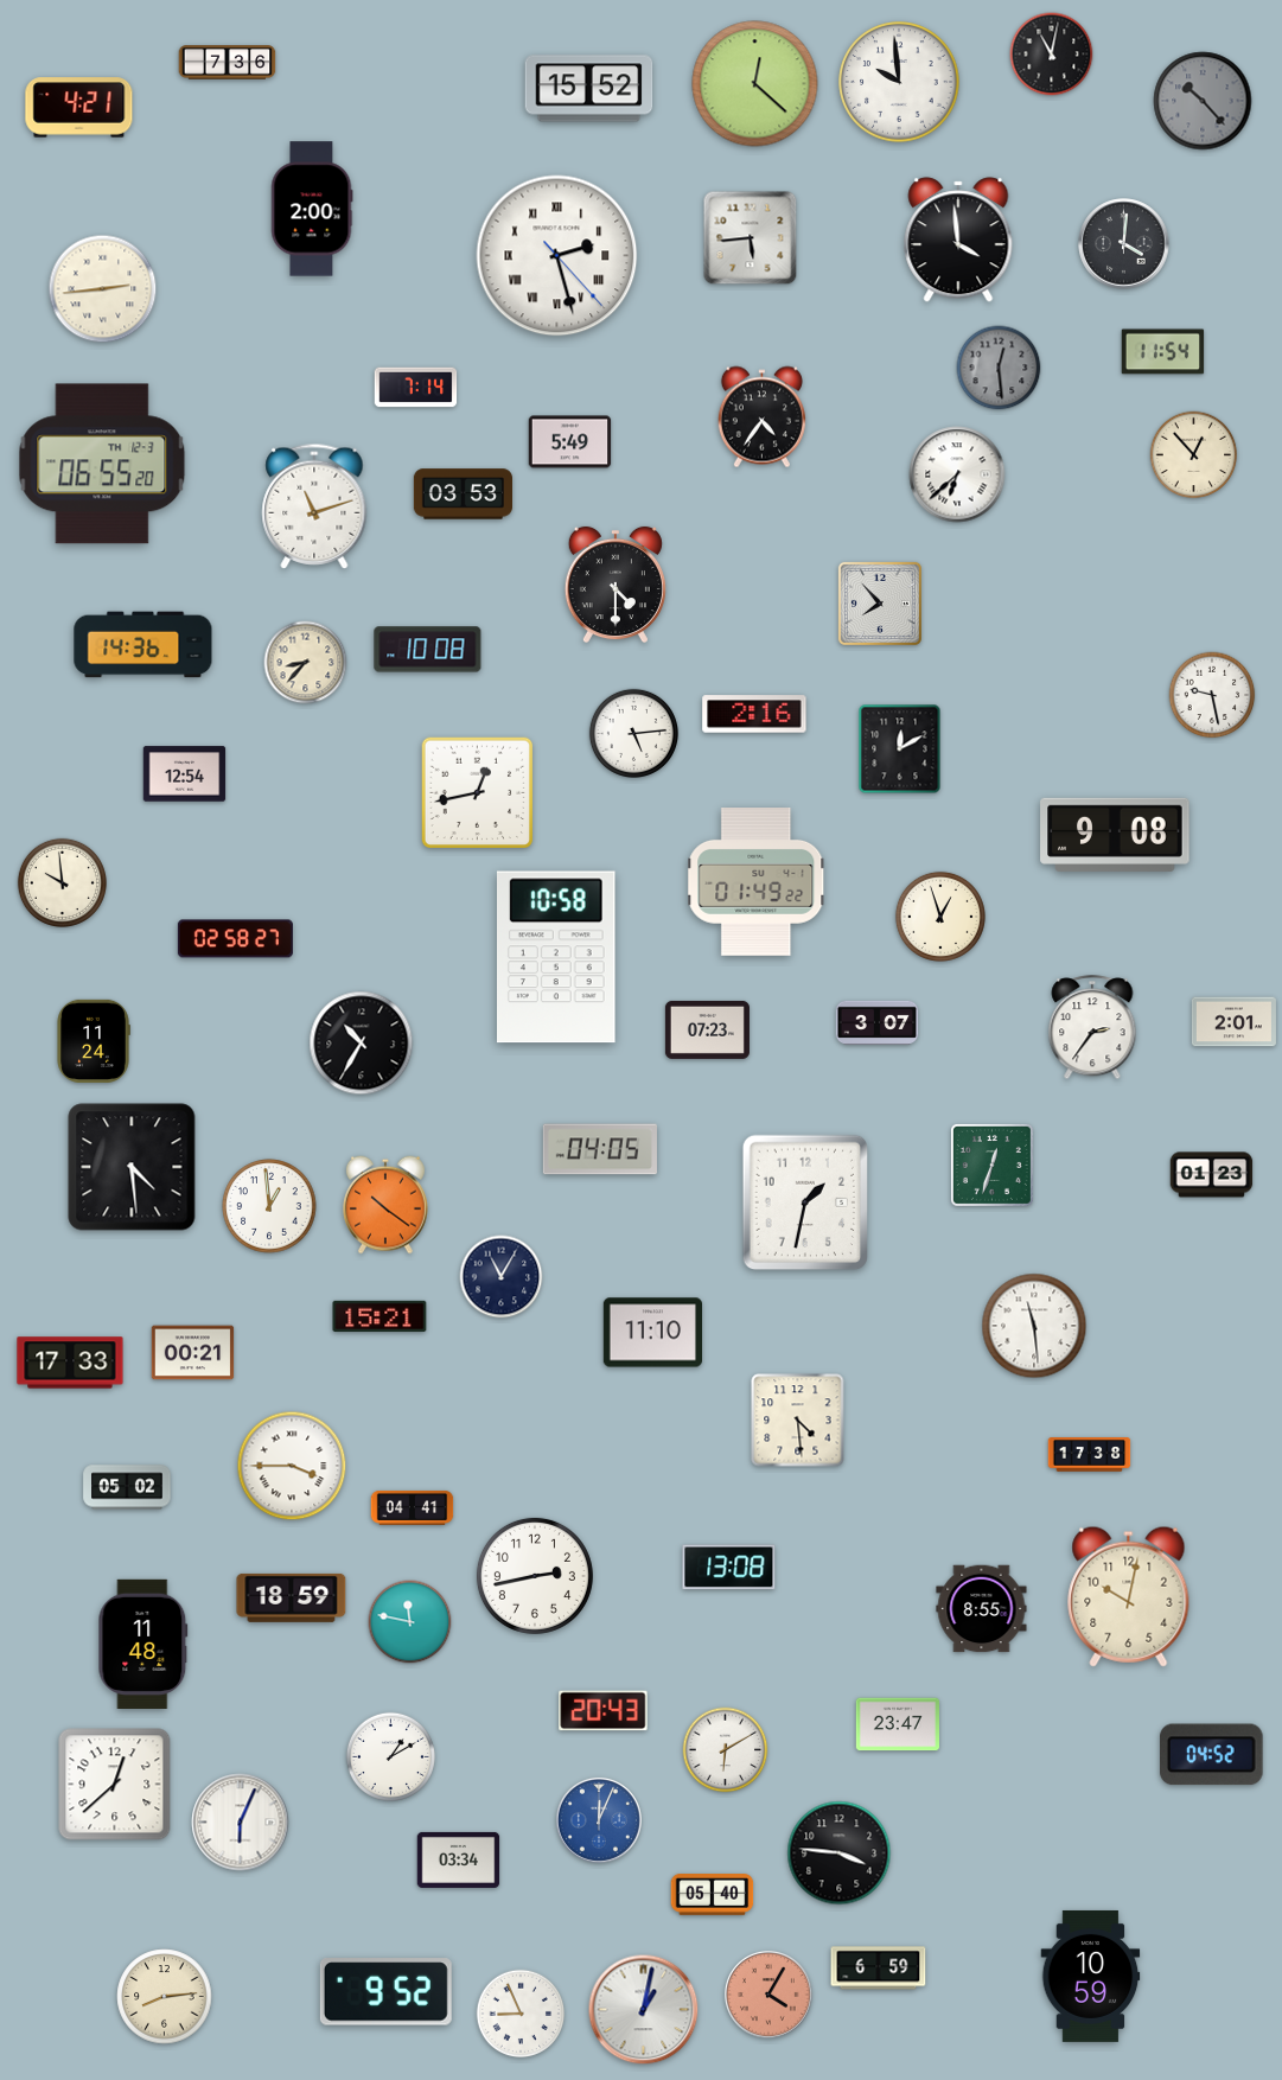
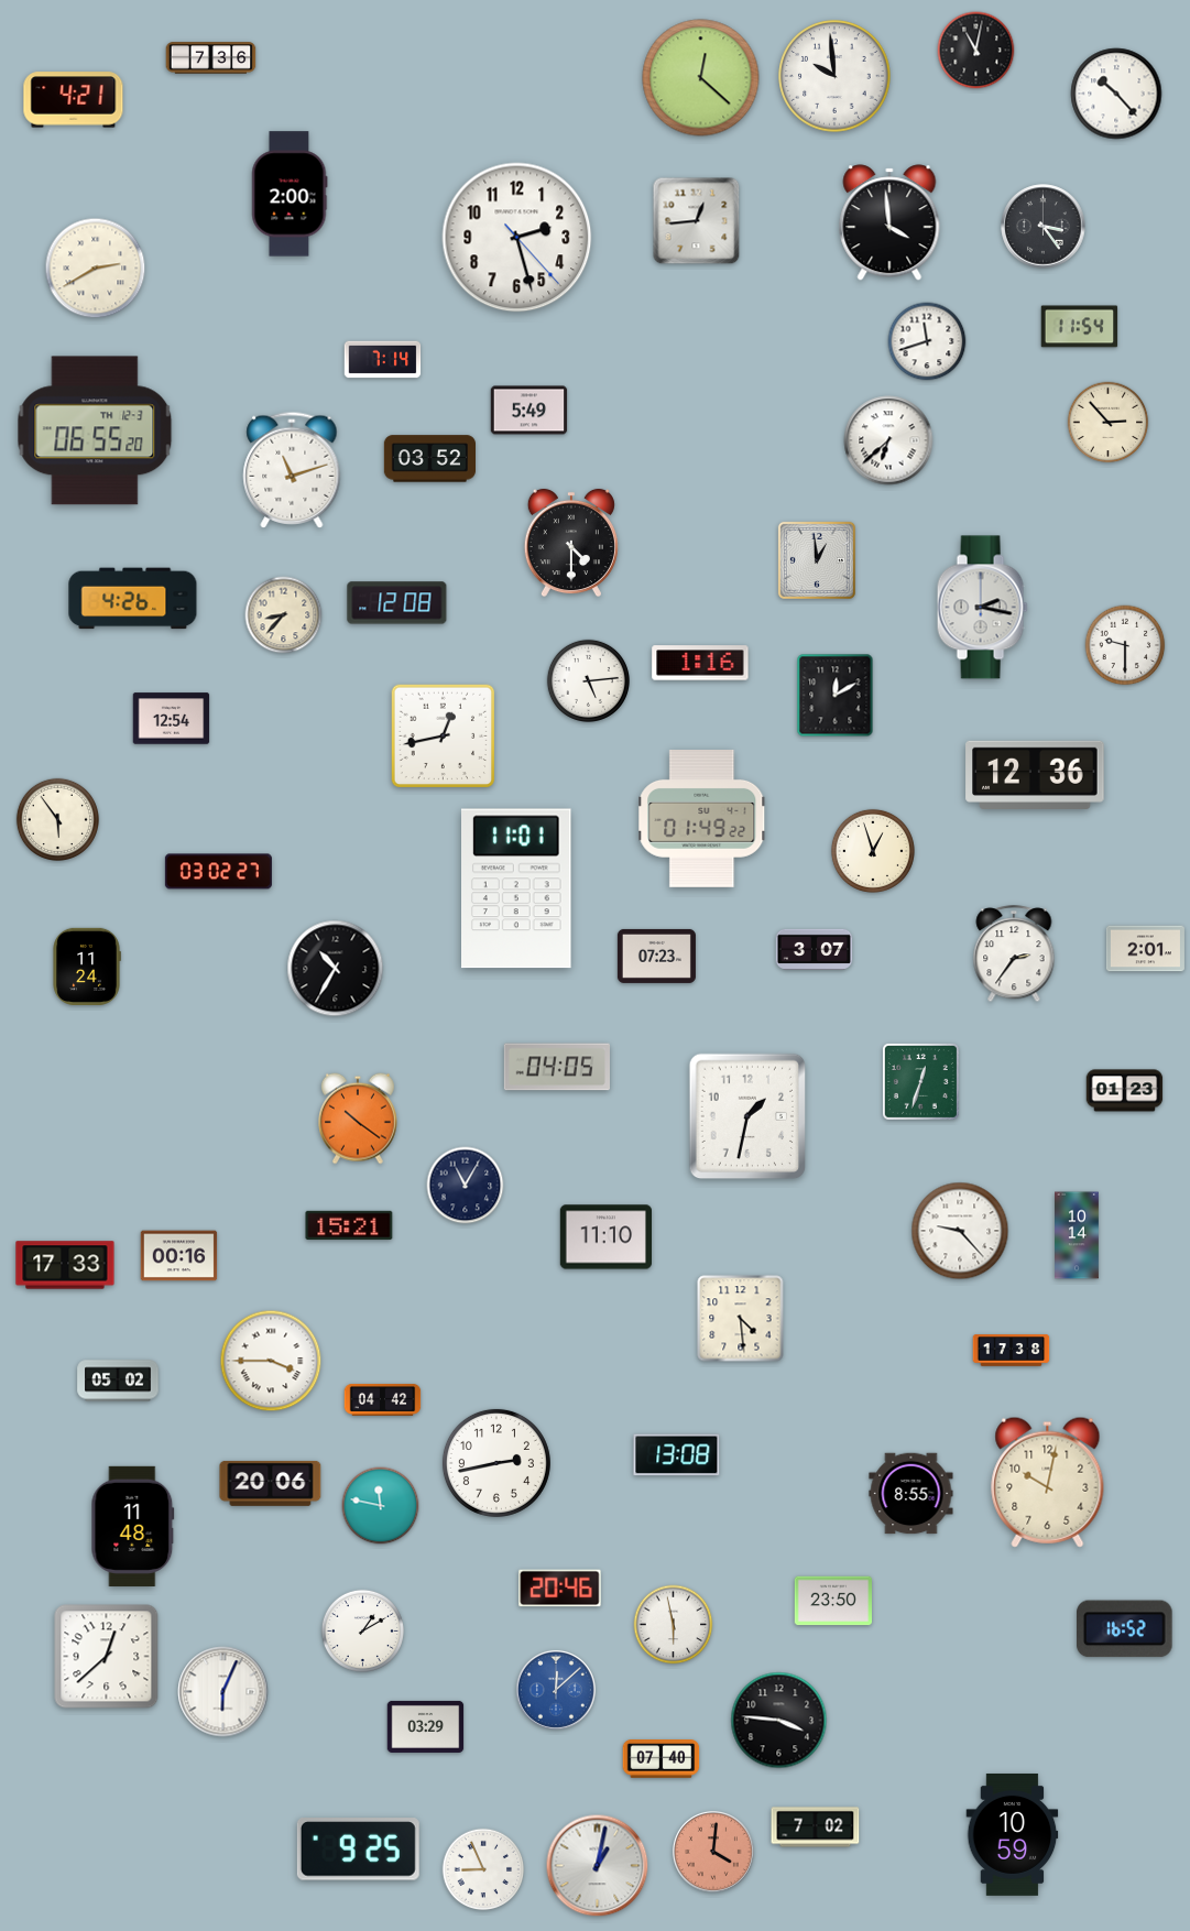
clock at (589, 89): 15:52 -> none
clock at (1203, 101) dial: grey -> white
clock at (751, 238): 5:44 -> 12:44
clock at (1124, 244): 4:01 -> 3:24
clock at (557, 256) numerals: Roman -> Arabic
clock at (103, 289): 2:44 -> 2:40
clock at (999, 368): 12:29 -> 11:42
clock at (999, 368) dial: grey -> white
clock at (416, 388) position: (416, 388) -> (383, 360)
clock at (761, 417): 4:36 -> none
clock at (1194, 455): 12:53 -> 2:53
clock at (463, 495): 03:53 -> 03:52
clock at (880, 604): 7:53 -> 12:59
clock at (143, 645): 14:36 -> 4:26
clock at (428, 650): 10:08 -> 12:08
clock at (982, 608): none -> 2:17
clock at (1212, 695): 9:28 -> 9:30
clock at (754, 714): 2:16 -> 1:16
clock at (1115, 835): 9:08 -> 12:36
clock at (62, 882): 9:59 -> 5:54
clock at (235, 939): 02:58 -> 03:02
clock at (557, 957): 10:58 -> 11:01
clock at (132, 1167): 4:29 -> none
clock at (269, 1206): 12:59 -> none
clock at (380, 1316) position: (380, 1316) -> (349, 1225)
clock at (1034, 1326): 11:29 -> 9:23
clock at (1078, 1235): none -> 10:14
clock at (193, 1353): 00:21 -> 00:16
clock at (413, 1507): 04:41 -> 04:42
clock at (292, 1597): 18:59 -> 20:06
clock at (604, 1711): 20:43 -> 20:46
clock at (897, 1724): 23:47 -> 23:50
clock at (726, 1750): 6:10 -> 5:58
clock at (1212, 1755): 04:52 -> 16:52
clock at (599, 1820): 12:04 -> 12:08
clock at (459, 1859): 03:34 -> 03:29
clock at (713, 1895): 05:40 -> 07:40
clock at (879, 1969): 6:59 -> 7:02
clock at (385, 1992): 9:52 -> 9:25
clock at (768, 1995): 4:05 -> 4:01
clock at (165, 1997): 8:14 -> none
